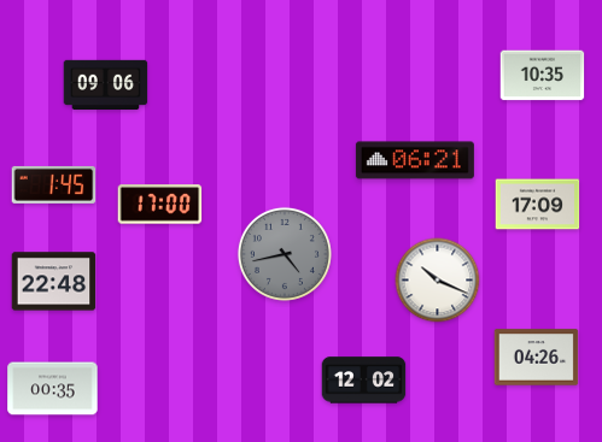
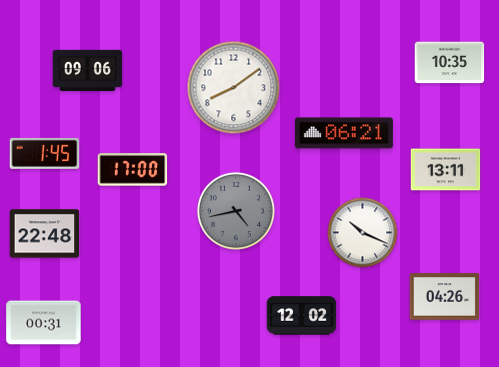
clock at (234, 88): none -> 8:09
clock at (538, 205): 17:09 -> 13:11
clock at (53, 389): 00:35 -> 00:31
